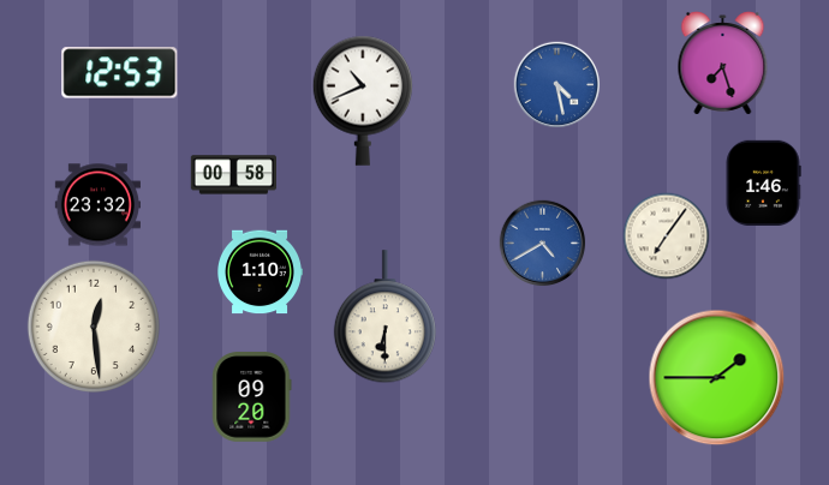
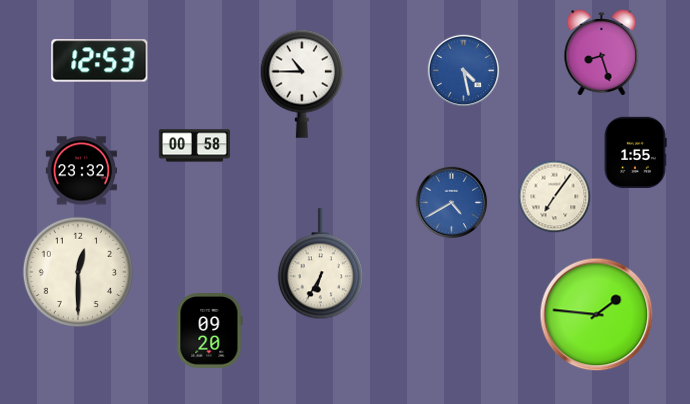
clock at (723, 64): 7:27 -> 8:27
clock at (363, 101): 10:41 -> 10:45
clock at (763, 182): 1:46 -> 1:55
clock at (260, 273): 1:10 -> none
clock at (384, 317): 6:30 -> 6:35
clock at (93, 325): 12:29 -> 12:30
clock at (717, 378): 1:45 -> 1:46
